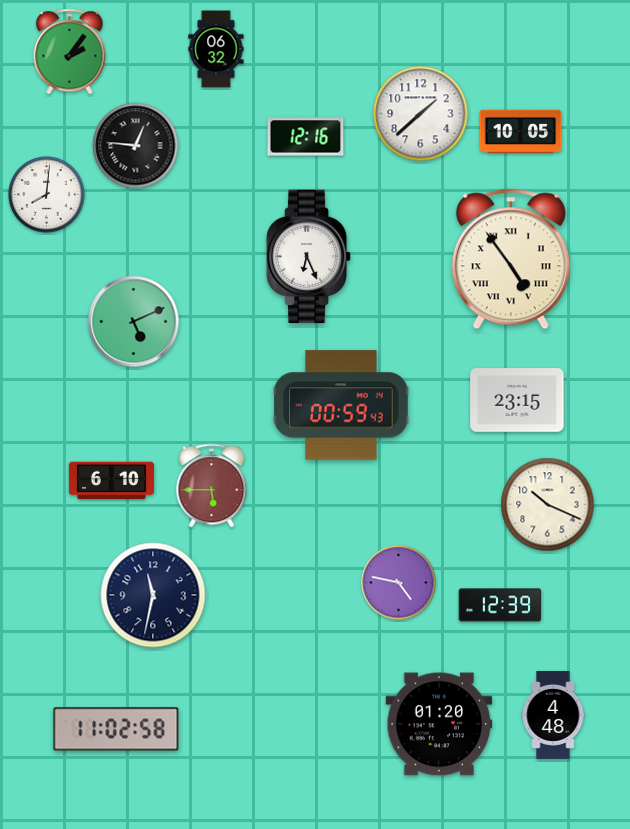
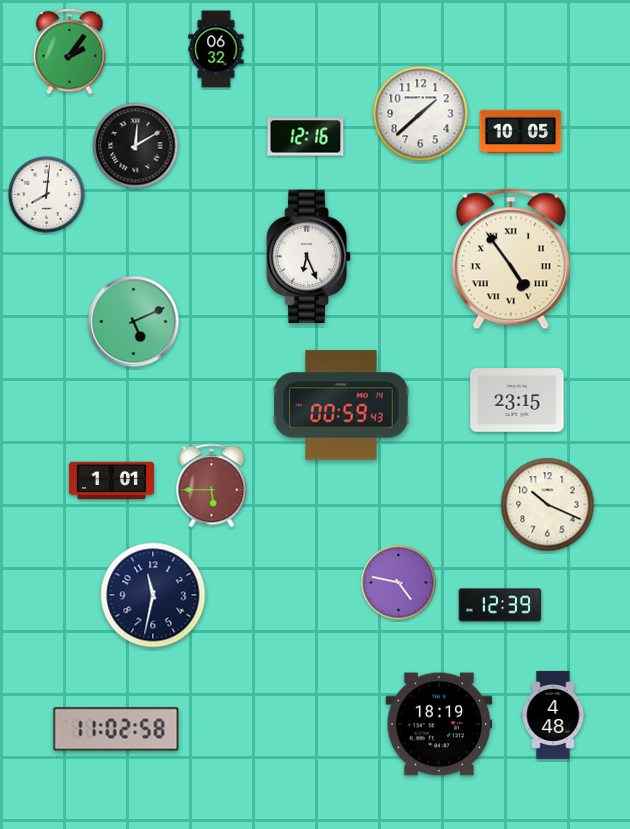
clock at (136, 146): 12:46 -> 12:10
clock at (111, 481): 6:10 -> 1:01
clock at (439, 724): 01:20 -> 18:19
